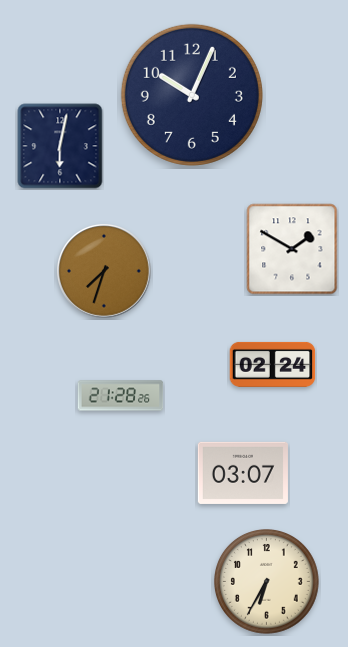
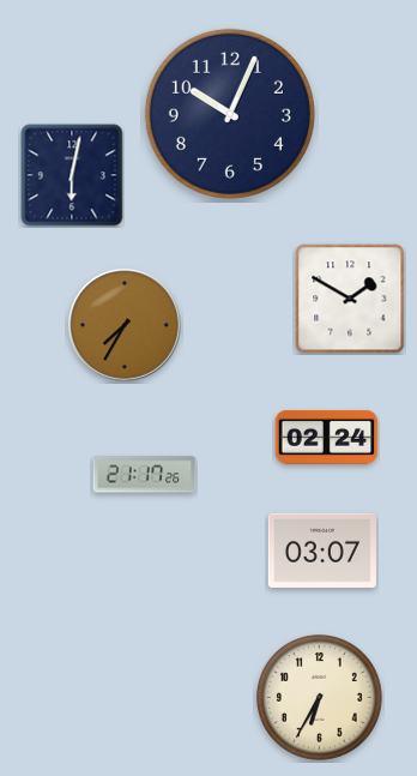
clock at (105, 272): 7:33 -> 7:35
clock at (121, 396): 21:28 -> 21:17
clock at (243, 473) position: (243, 473) -> (322, 551)
